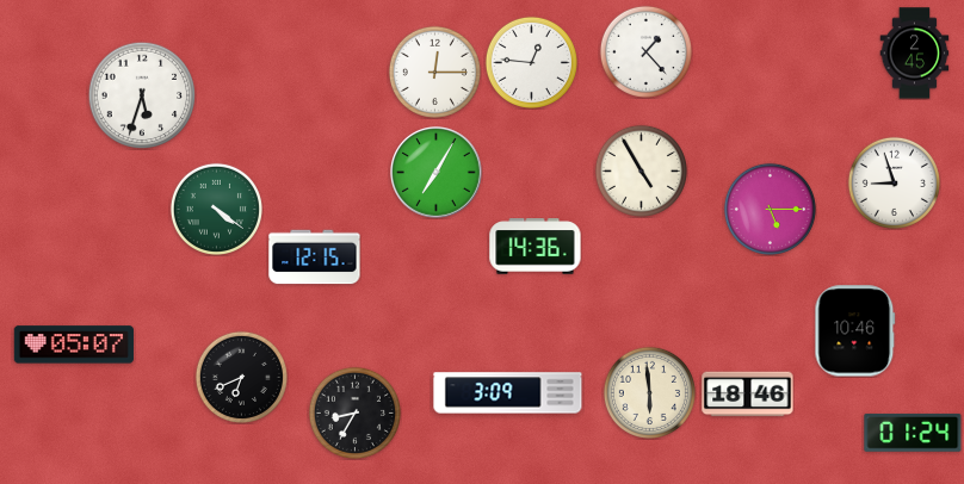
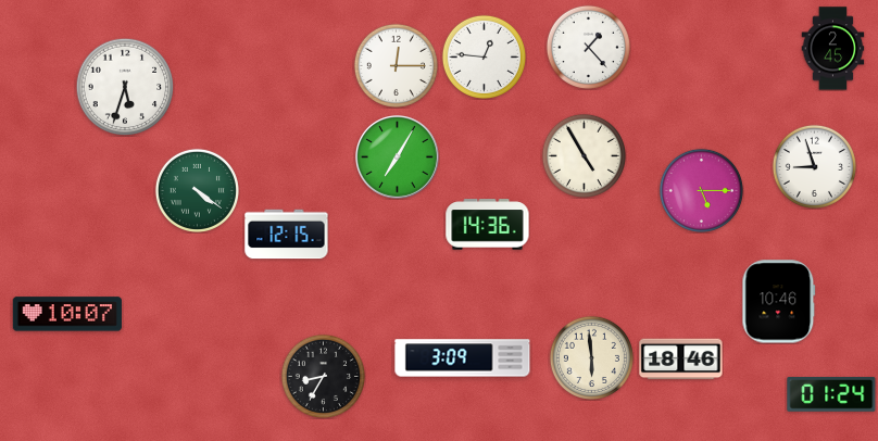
clock at (142, 95) position: (142, 95) -> (125, 87)
clock at (73, 345): 05:07 -> 10:07
clock at (241, 377): 6:41 -> none
